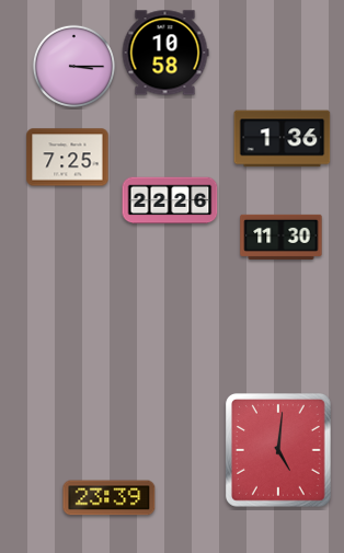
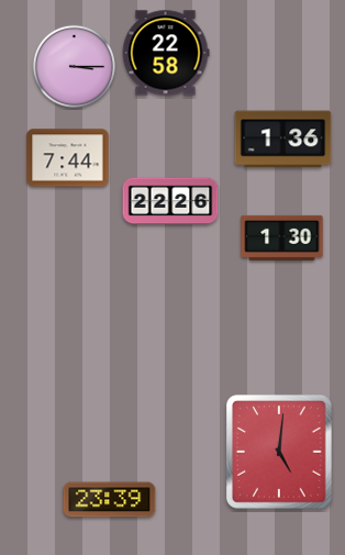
clock at (165, 53): 10:58 -> 22:58
clock at (68, 158): 7:25 -> 7:44
clock at (282, 237): 11:30 -> 1:30
